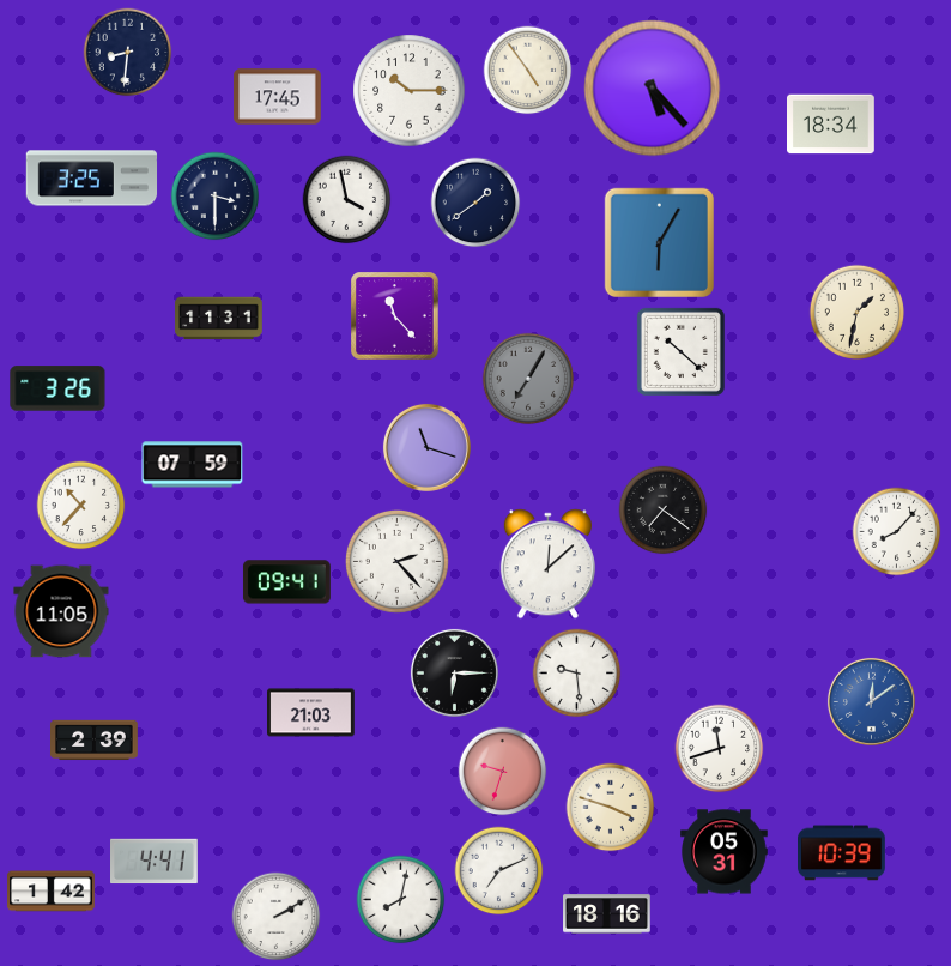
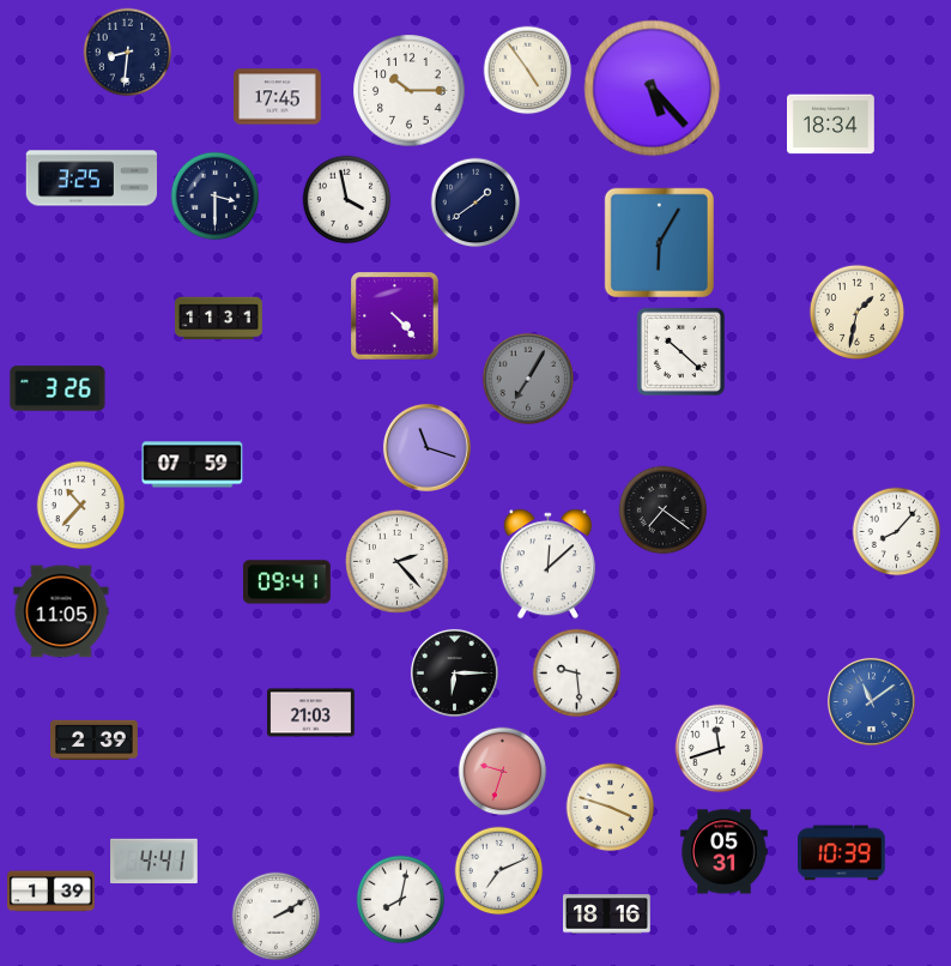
clock at (395, 316): 11:23 -> 4:23
clock at (871, 701): 12:09 -> 11:09
clock at (52, 892): 1:42 -> 1:39
